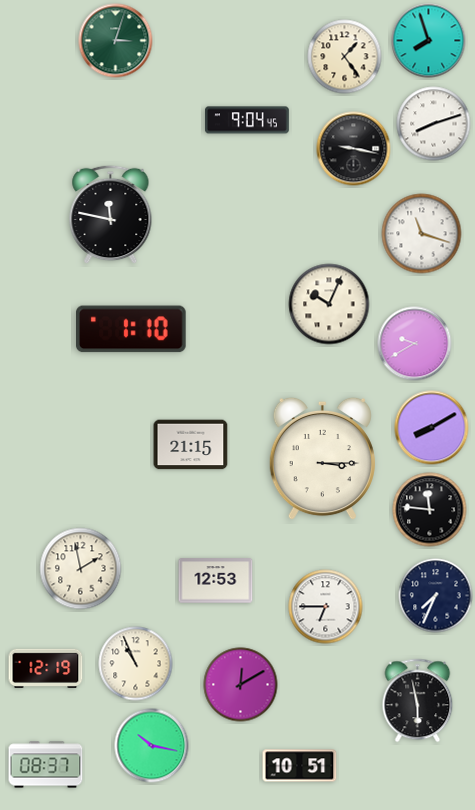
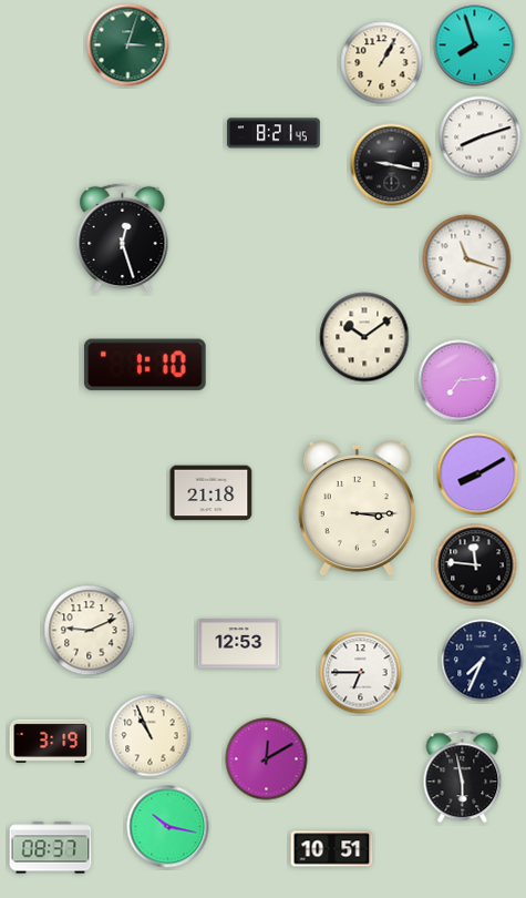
clock at (345, 57): 1:24 -> 1:05
clock at (248, 120): 9:04 -> 8:21
clock at (111, 215): 11:47 -> 12:27
clock at (329, 304): 10:04 -> 10:09
clock at (415, 344): 9:40 -> 7:14
clock at (191, 445): 21:15 -> 21:18
clock at (81, 569): 1:58 -> 9:11
clock at (46, 668): 12:19 -> 3:19
